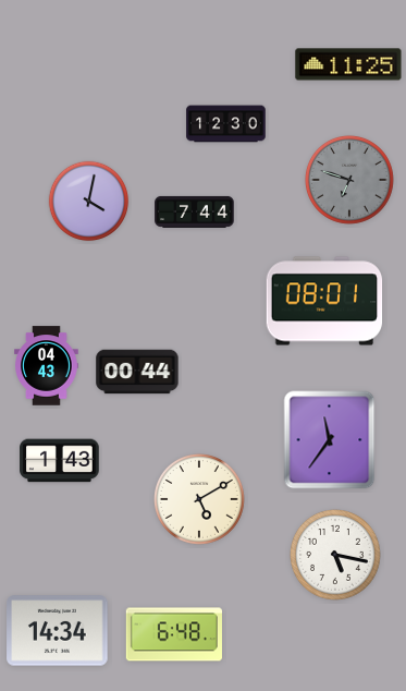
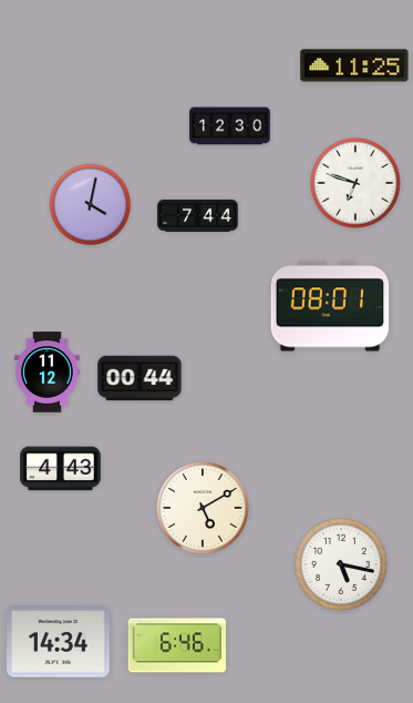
clock at (349, 180) dial: grey -> white
clock at (47, 366): 04:43 -> 11:12
clock at (330, 440): 11:36 -> none
clock at (60, 461): 1:43 -> 4:43
clock at (174, 634): 6:48 -> 6:46
